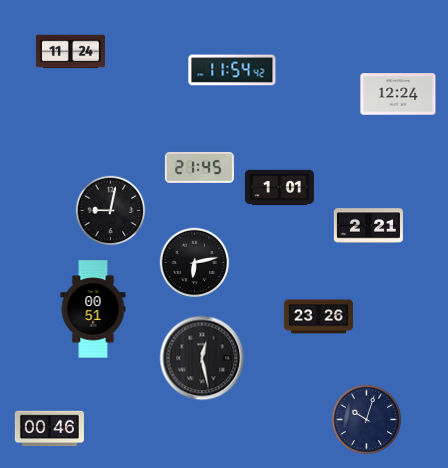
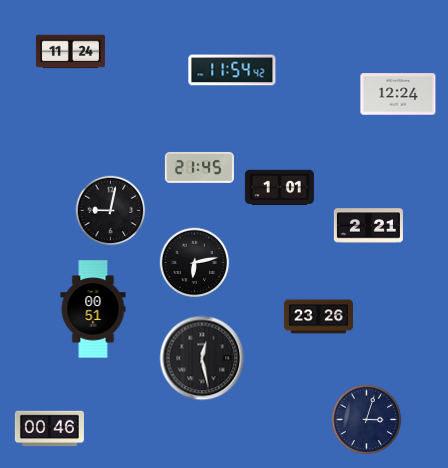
clock at (367, 420): 10:03 -> 3:03
